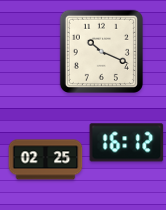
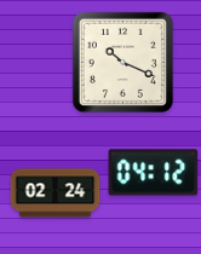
clock at (127, 143): 16:12 -> 04:12
clock at (46, 160): 02:25 -> 02:24
